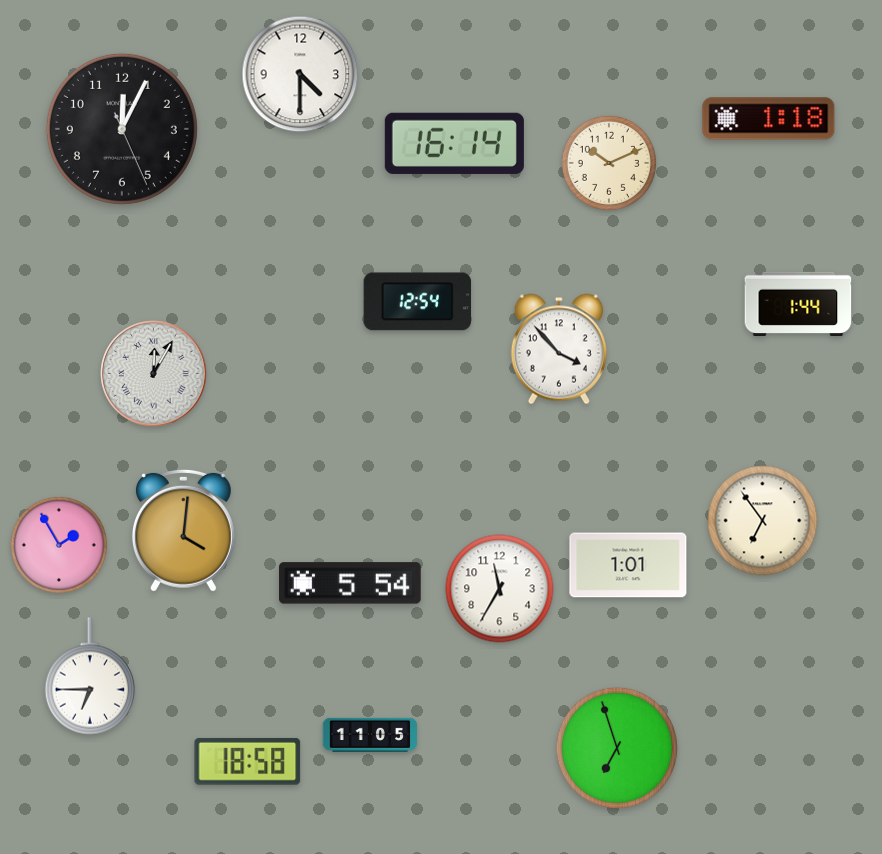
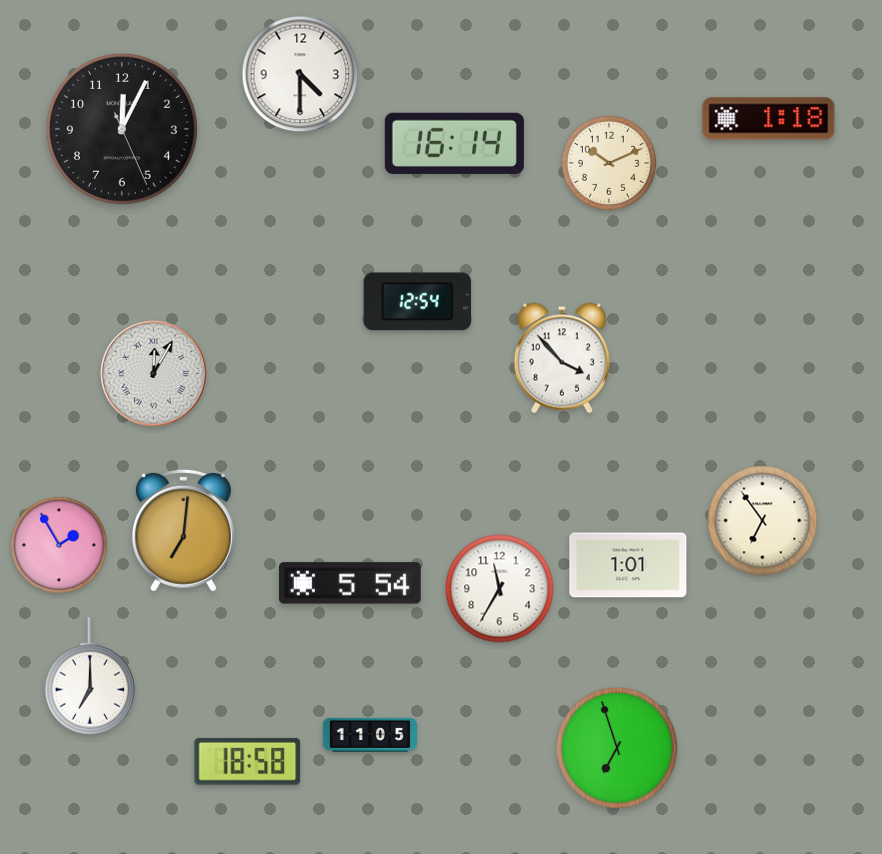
clock at (798, 304): 1:44 -> none
clock at (559, 349) position: (559, 349) -> (562, 358)
clock at (183, 530): 4:01 -> 7:01
clock at (90, 676): 6:45 -> 7:00
